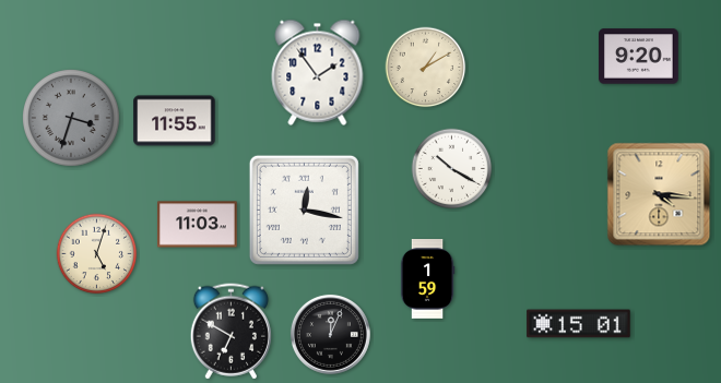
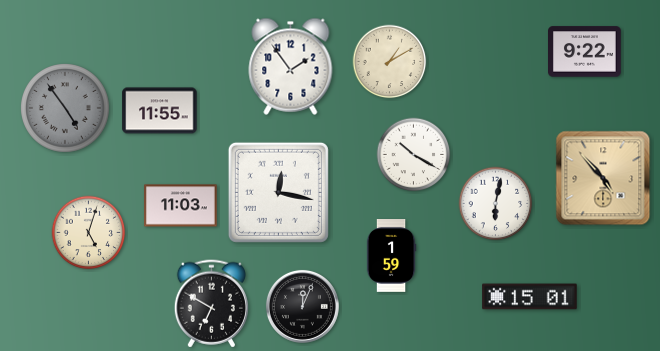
clock at (639, 57): 9:20 -> 9:22
clock at (71, 118): 3:33 -> 4:54
clock at (659, 194): 4:16 -> 4:53
clock at (496, 204): none -> 6:02
